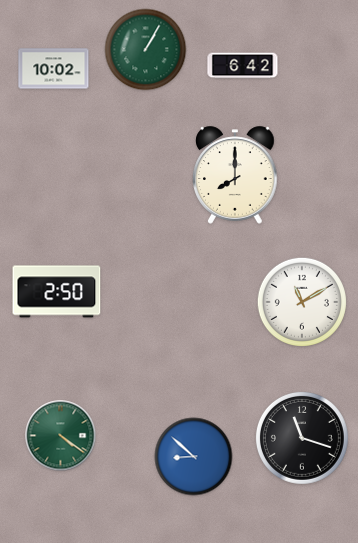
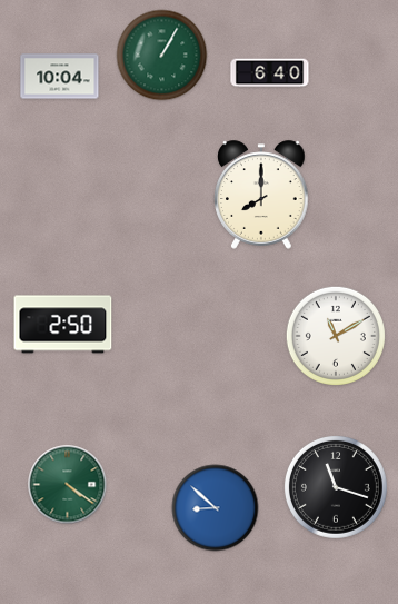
clock at (243, 66): 6:42 -> 6:40
clock at (54, 69): 10:02 -> 10:04
